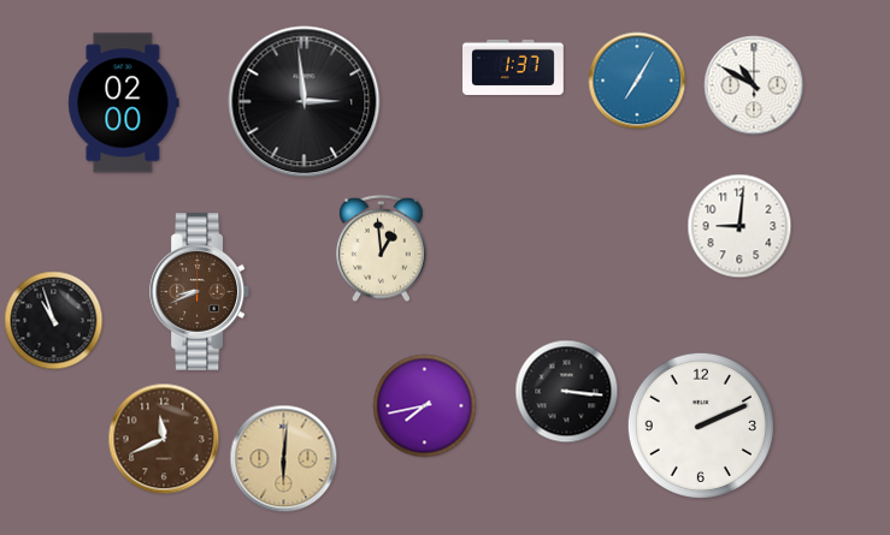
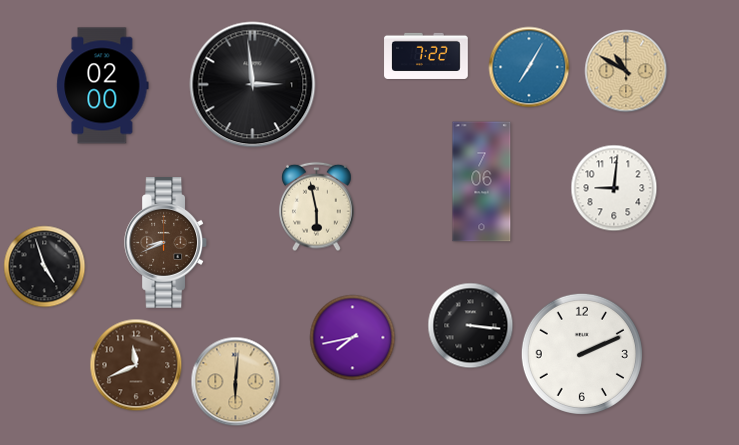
clock at (513, 67): 1:37 -> 7:22
clock at (754, 85) dial: white -> champagne
clock at (482, 182): none -> 7:06
clock at (382, 249): 12:59 -> 5:58
clock at (54, 321): 10:57 -> 4:57
